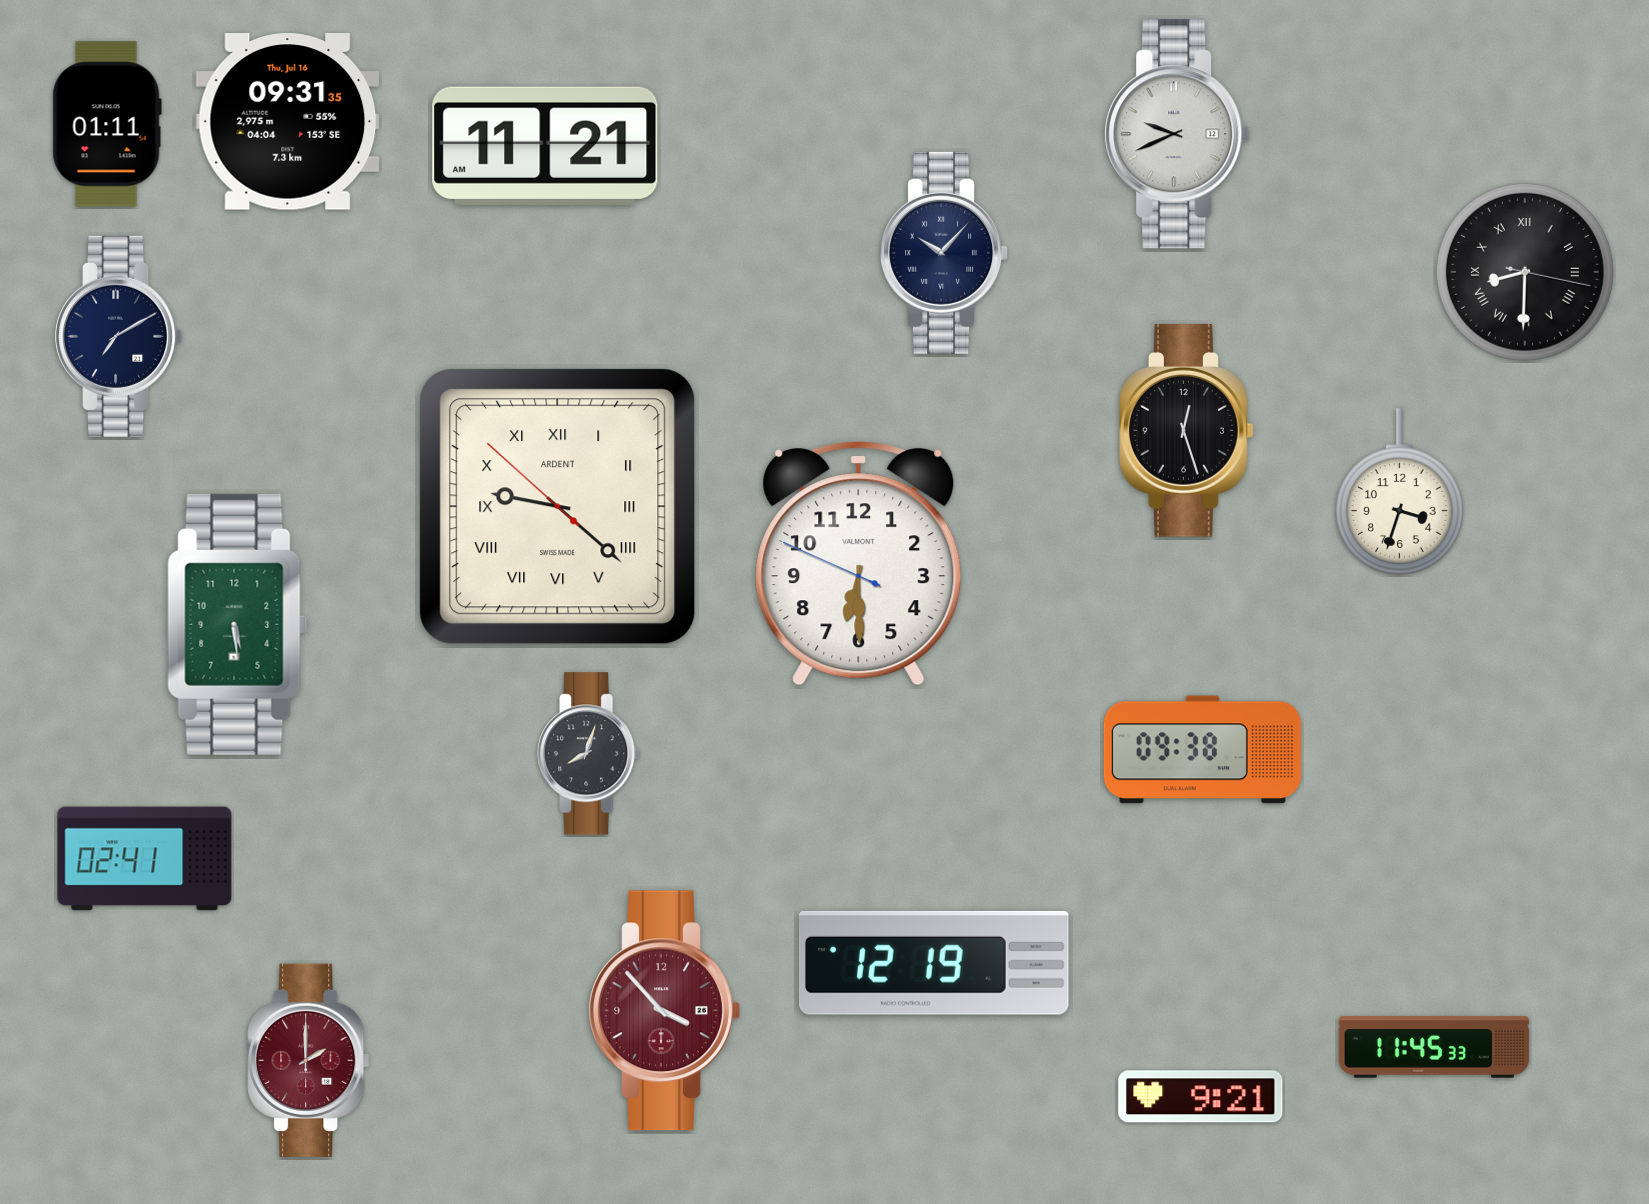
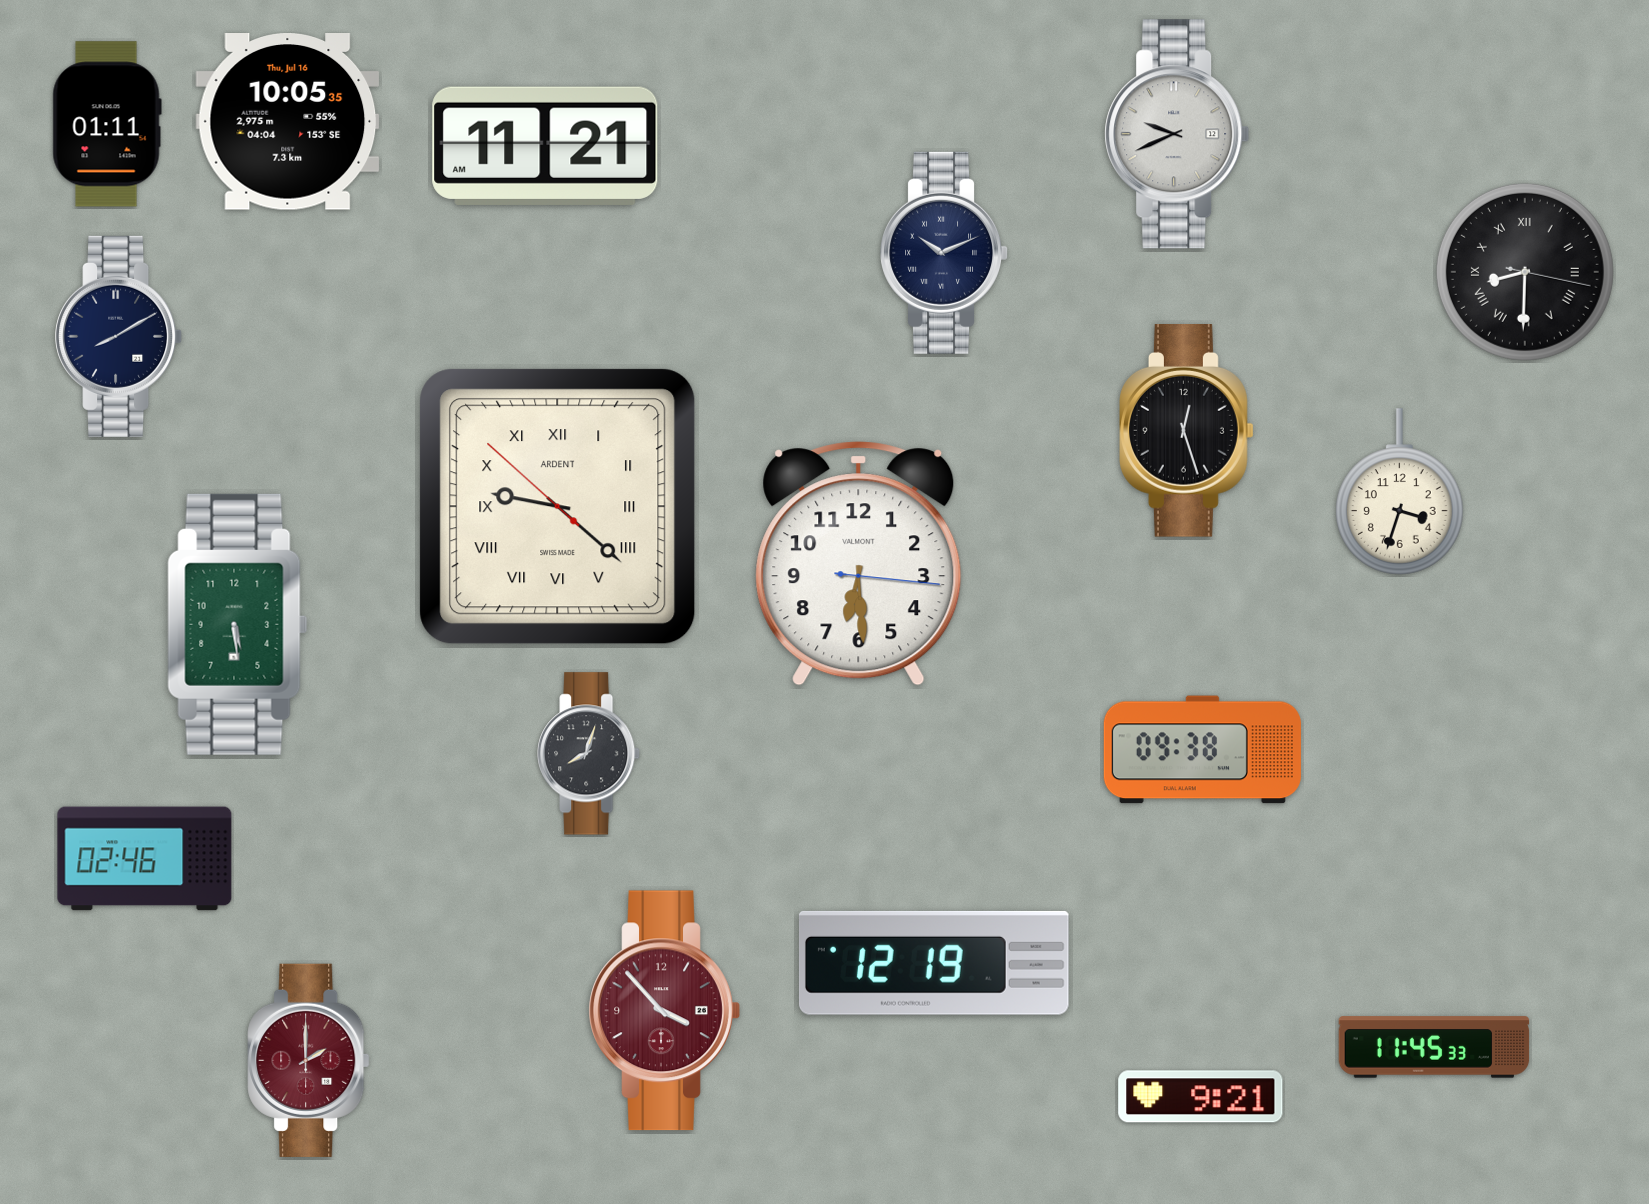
clock at (288, 122): 09:31 -> 10:05
clock at (945, 253): 10:07 -> 10:11
clock at (119, 336): 7:10 -> 8:10
clock at (859, 564): 6:29:49 -> 6:29:16
clock at (145, 859): 02:41 -> 02:46
